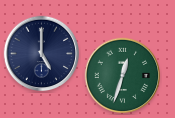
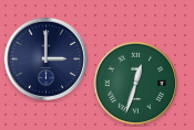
clock at (42, 54): 5:00 -> 3:00
